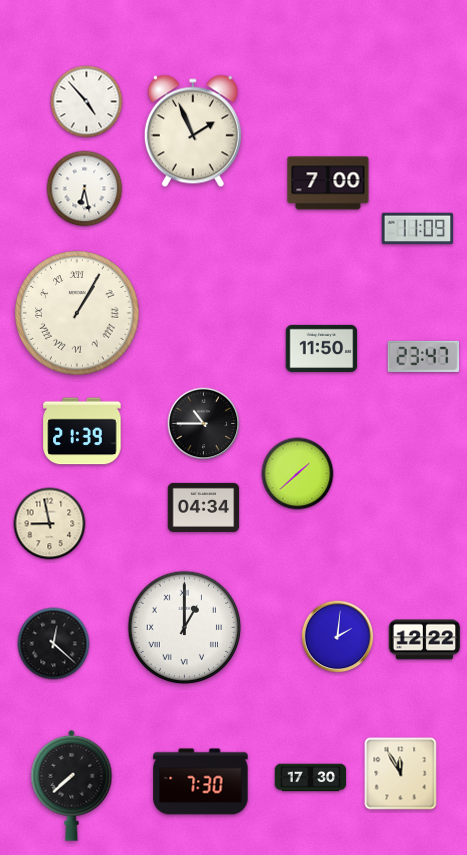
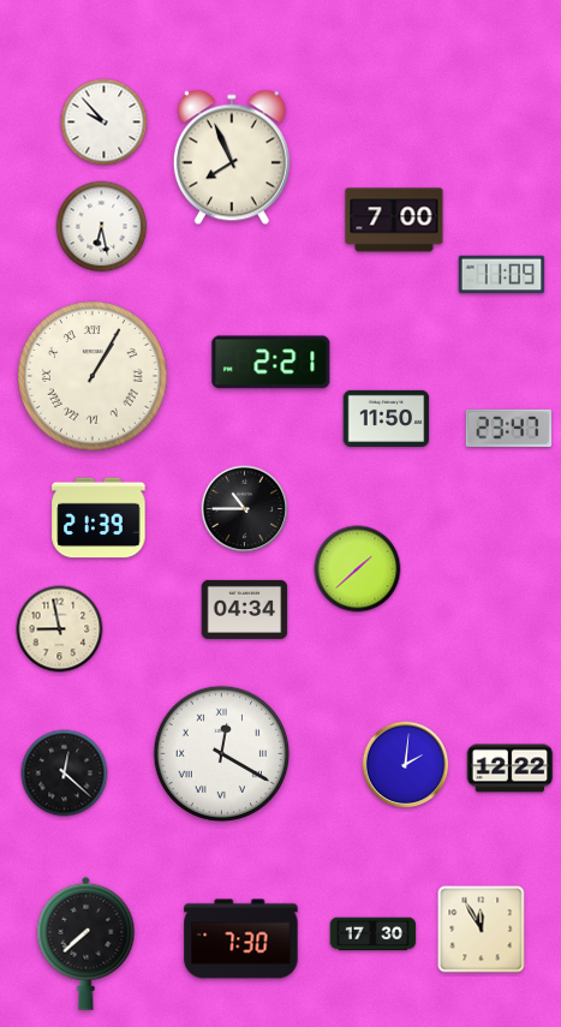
clock at (87, 102): 4:53 -> 9:53
clock at (193, 131): 1:56 -> 7:56
clock at (271, 363): none -> 2:21
clock at (185, 628): 1:00 -> 12:20
